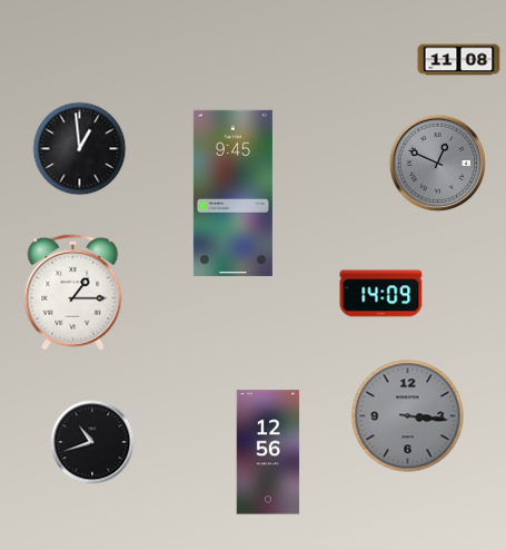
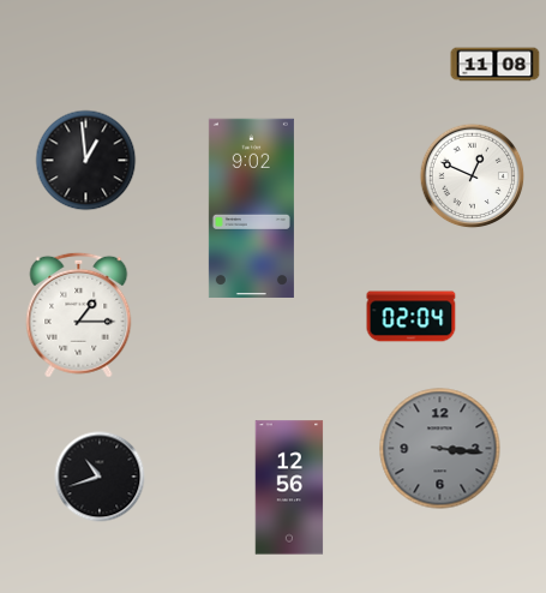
clock at (438, 164) dial: grey -> white
clock at (232, 193): 9:45 -> 9:02
clock at (381, 294): 14:09 -> 02:04
